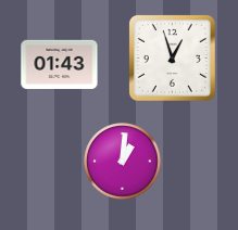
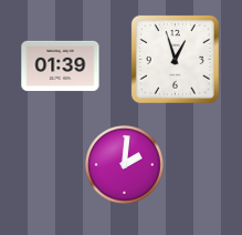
clock at (60, 65): 01:43 -> 01:39
clock at (123, 162): 1:01 -> 2:01
